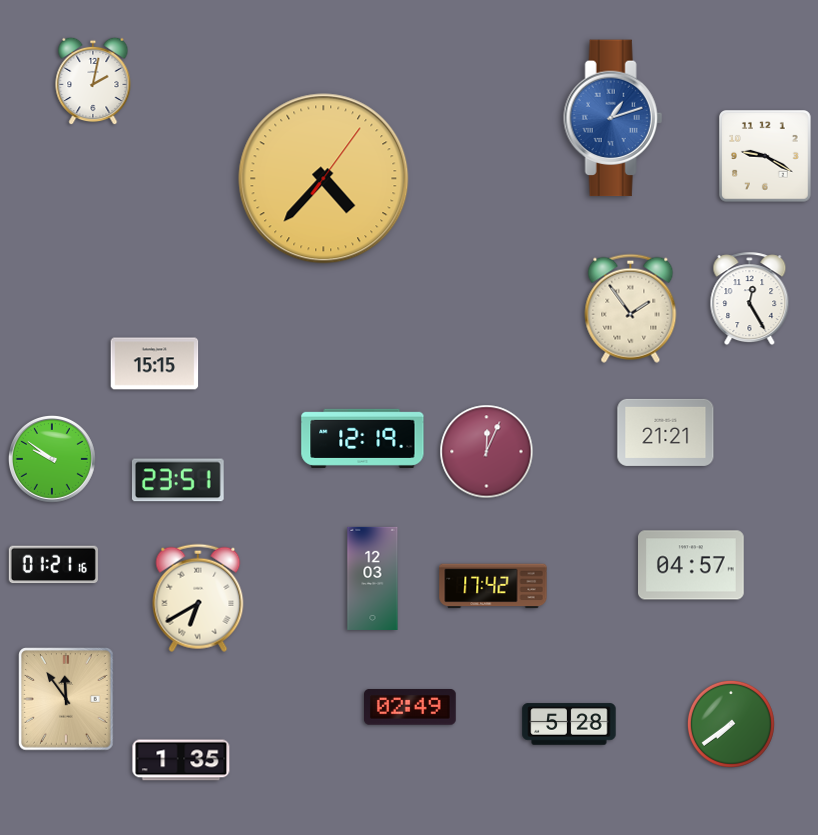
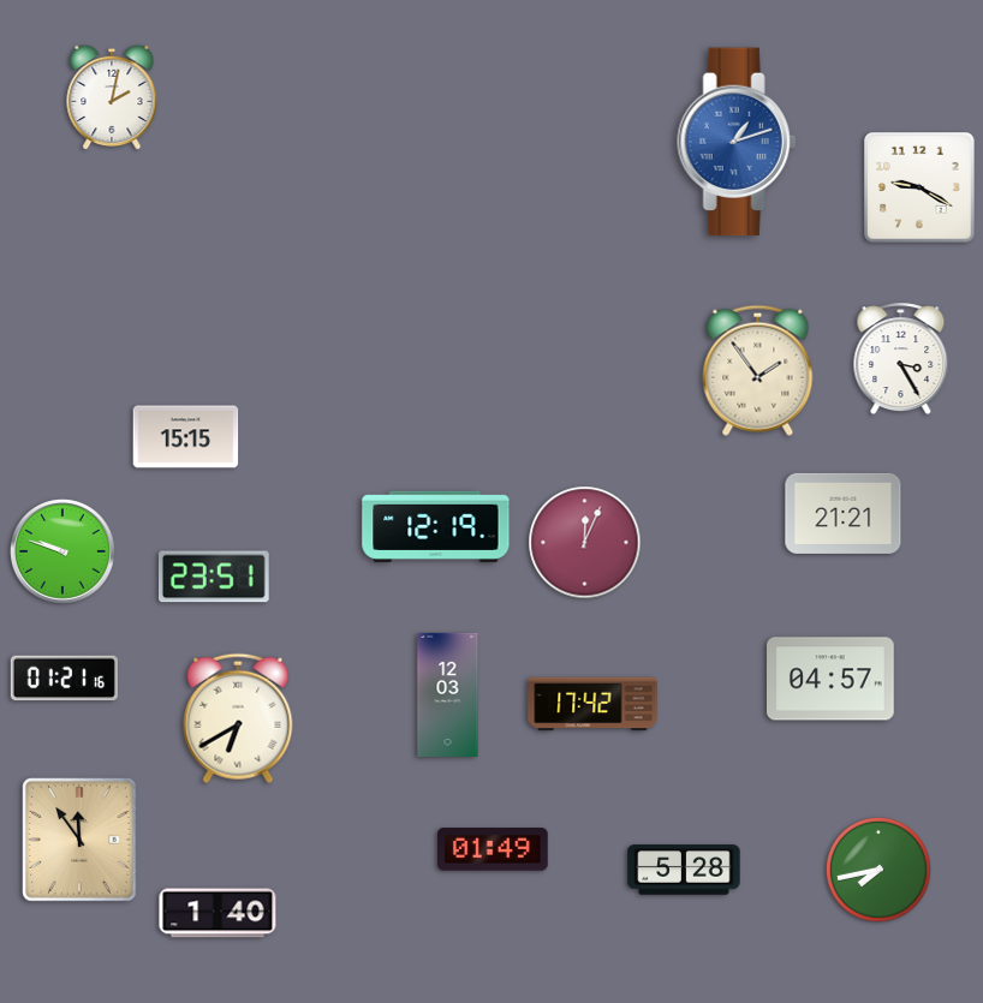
clock at (324, 179): 4:37 -> none
clock at (750, 299): 12:25 -> 3:25
clock at (666, 432) position: (666, 432) -> (844, 513)
clock at (52, 459): 9:51 -> 9:48
clock at (411, 707): 02:49 -> 01:49
clock at (731, 724): 7:39 -> 7:43
clock at (181, 760): 1:35 -> 1:40
